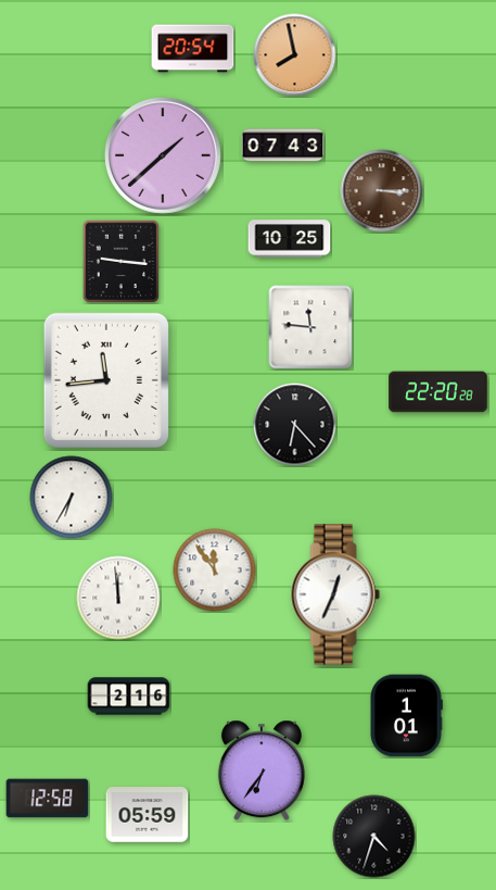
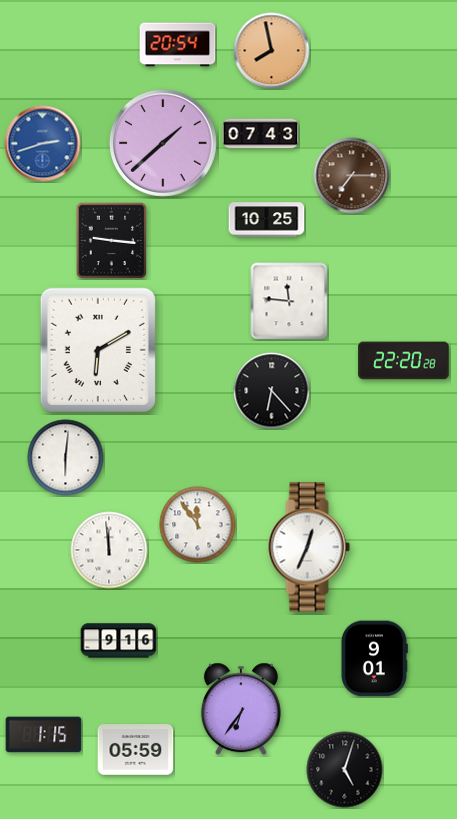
clock at (43, 144): none -> 2:42
clock at (164, 156) position: (164, 156) -> (164, 144)
clock at (382, 191): 3:15 -> 7:15
clock at (310, 327) position: (310, 327) -> (289, 301)
clock at (106, 380): 11:44 -> 6:10
clock at (72, 498): 6:35 -> 6:01
clock at (129, 697): 2:16 -> 9:16
clock at (406, 716): 1:01 -> 9:01
clock at (48, 799): 12:58 -> 1:15
clock at (374, 837): 4:33 -> 5:03
